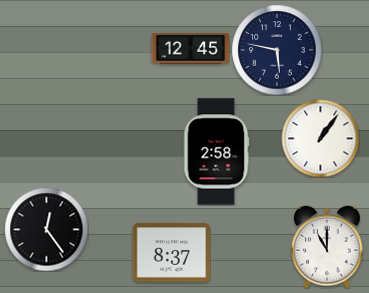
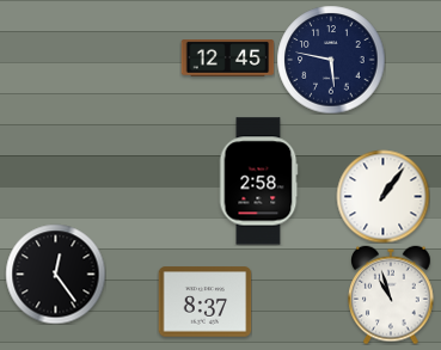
clock at (320, 138) position: (320, 138) -> (382, 196)
clock at (327, 247): 11:00 -> 10:57
